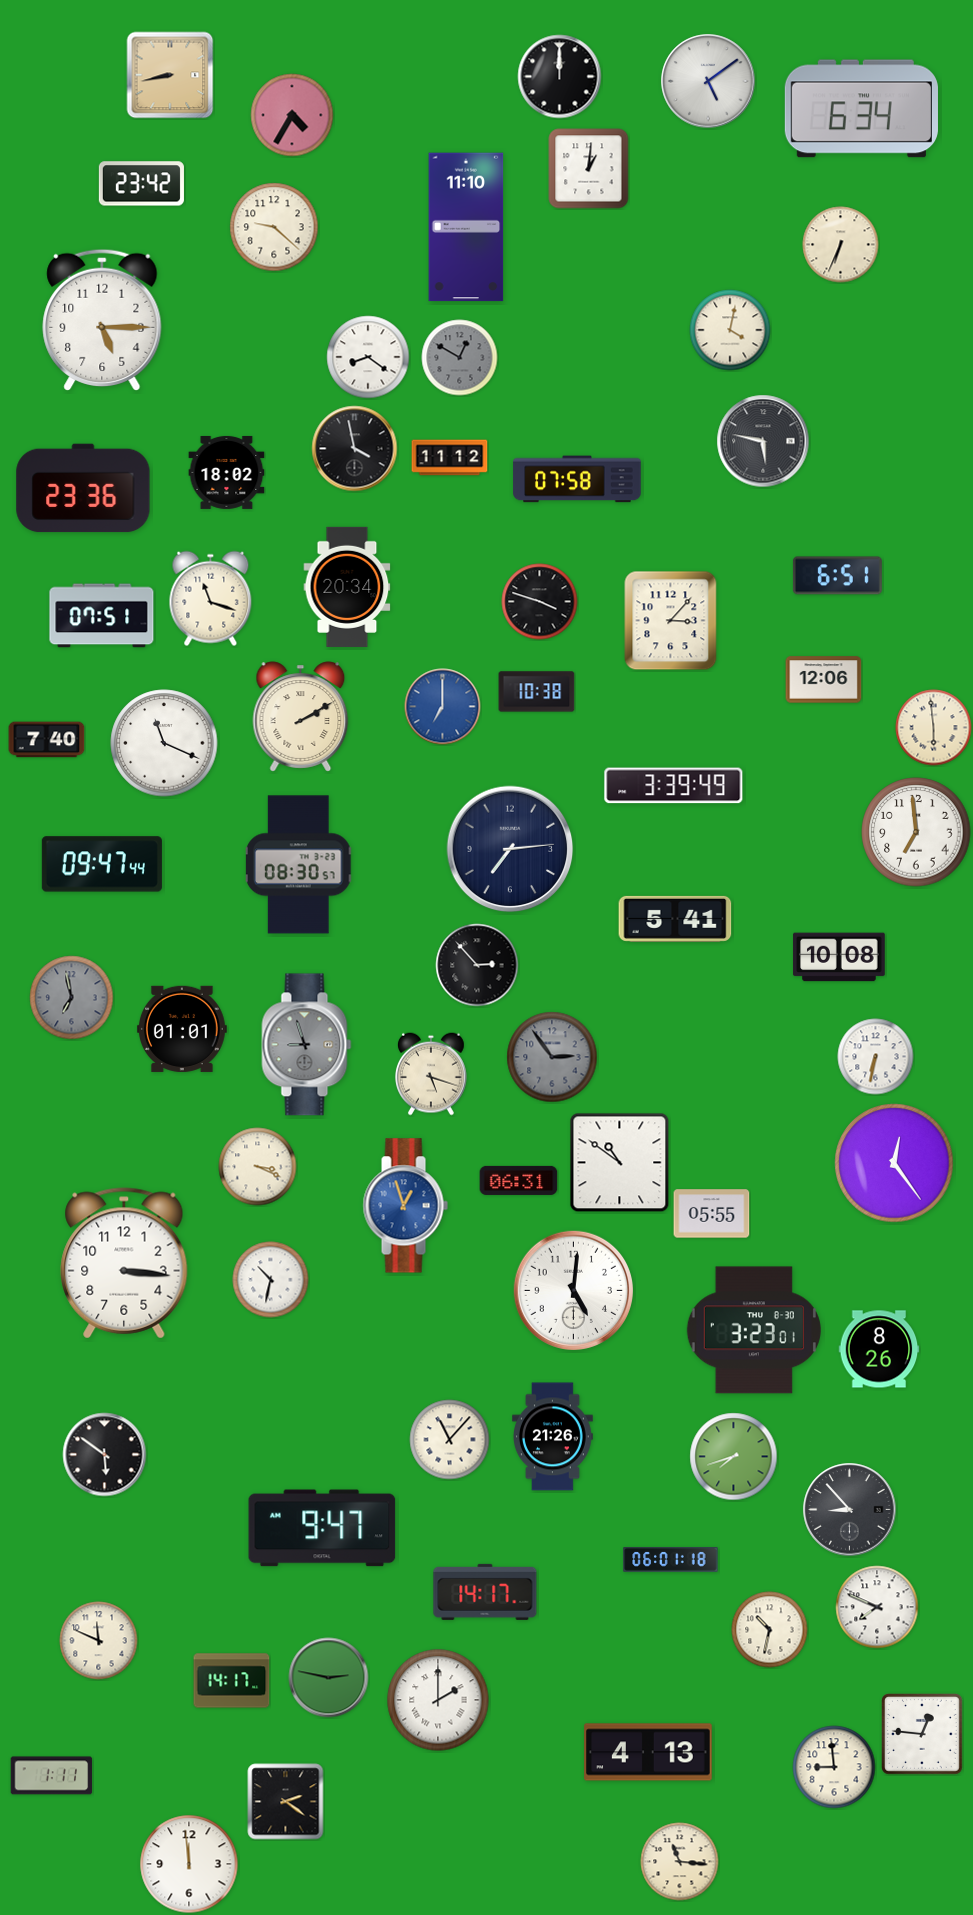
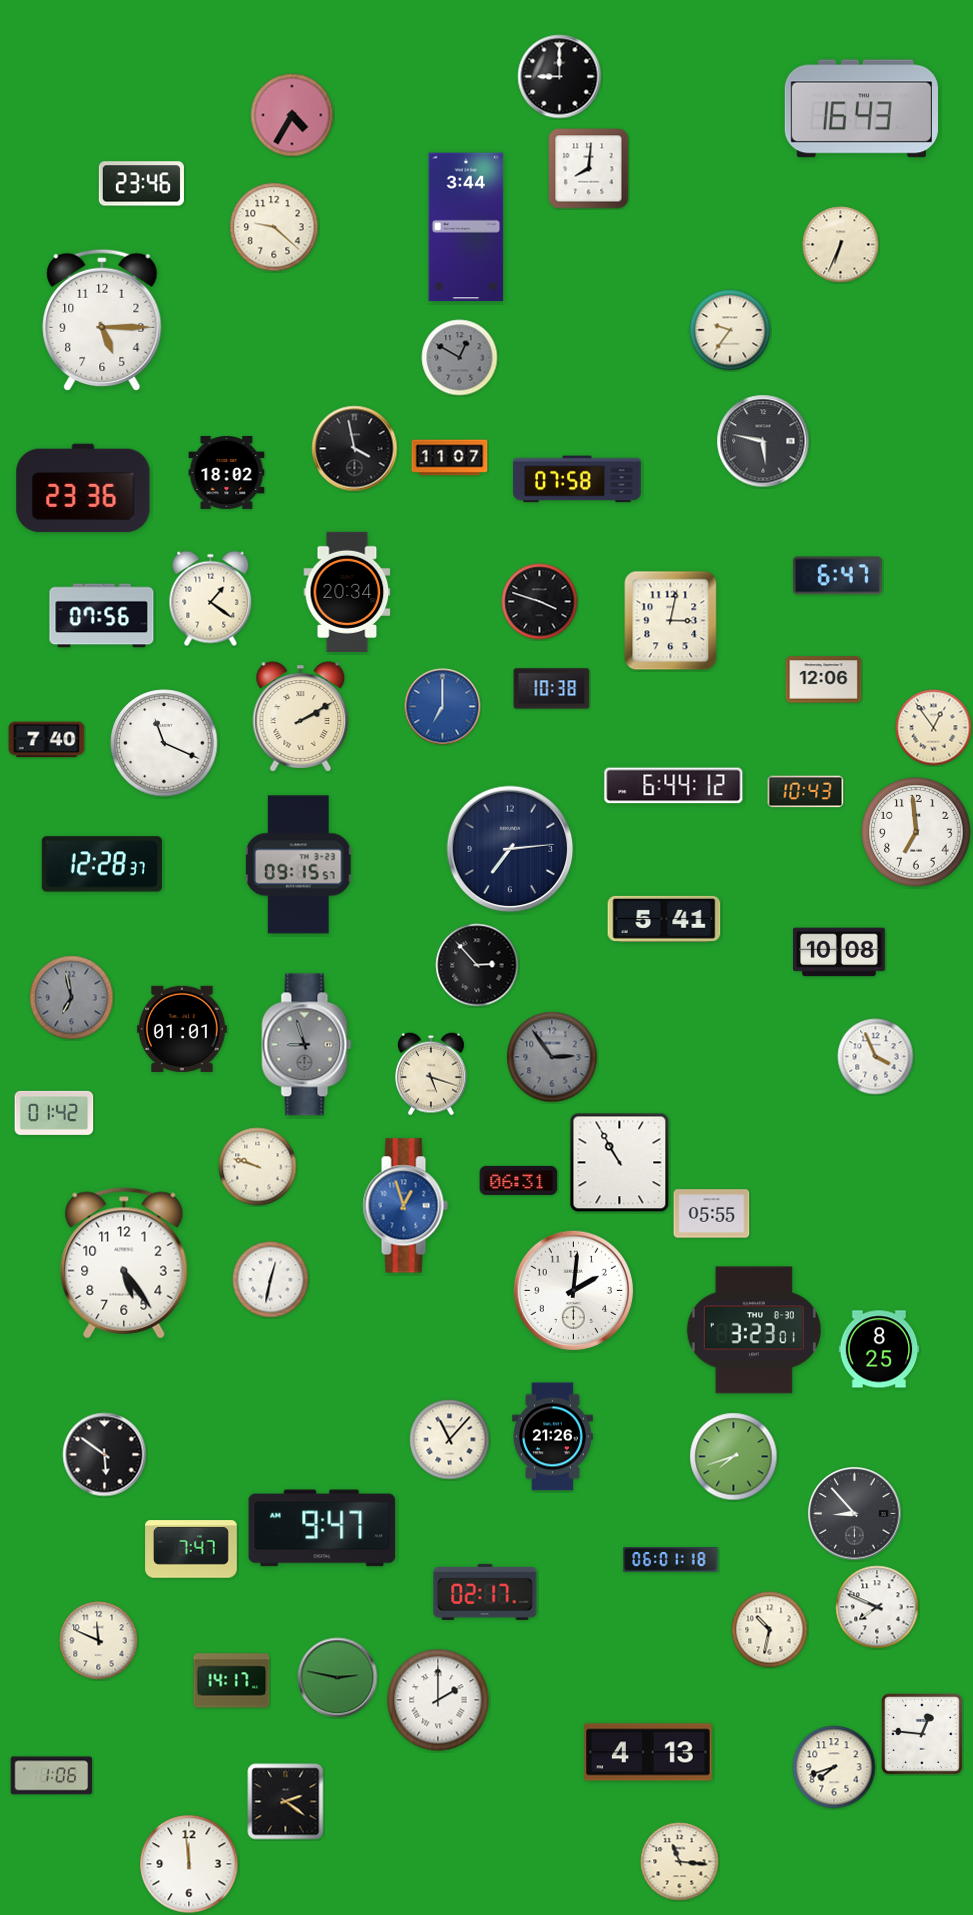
clock at (170, 75): 8:43 -> none
clock at (560, 77): 12:00 -> 9:00
clock at (708, 81): 5:09 -> none
clock at (861, 109): 6:34 -> 16:43
clock at (589, 169): 1:01 -> 8:01
clock at (141, 184): 23:42 -> 23:46
clock at (466, 227): 11:10 -> 3:44
clock at (730, 330): 4:02 -> 9:36
clock at (368, 357): 8:21 -> none
clock at (450, 458): 11:12 -> 11:07
clock at (837, 576): 6:51 -> 6:47
clock at (347, 587) position: (347, 587) -> (347, 592)
clock at (211, 599): 11:18 -> 1:21
clock at (102, 616): 07:51 -> 07:56
clock at (671, 621): 3:07 -> 3:02
clock at (537, 692) position: (537, 692) -> (552, 689)
clock at (934, 728): 5:59 -> 12:54
clock at (674, 786): 3:39 -> 6:44
clock at (806, 792): none -> 10:43
clock at (102, 864): 09:47 -> 12:28
clock at (300, 865): 08:30 -> 09:15
clock at (675, 919) position: (675, 919) -> (664, 919)
clock at (839, 957) position: (839, 957) -> (839, 952)
clock at (876, 1057): 6:32 -> 3:56
clock at (54, 1113): none -> 01:42
clock at (620, 1163): 10:51 -> 10:55
clock at (894, 1163): 12:24 -> none
clock at (258, 1167): 3:19 -> 9:48
clock at (124, 1263): 3:16 -> 5:24
clock at (271, 1280): 10:32 -> 12:32
clock at (573, 1290): 5:01 -> 2:01
clock at (879, 1349): 8:26 -> 8:25
clock at (850, 1510) position: (850, 1510) -> (855, 1514)
clock at (191, 1549): none -> 7:47
clock at (485, 1592): 14:17 -> 02:17
clock at (329, 1678) position: (329, 1678) -> (338, 1678)
clock at (834, 1767): 8:59 -> 7:42
clock at (52, 1776): 1:11 -> 1:06
